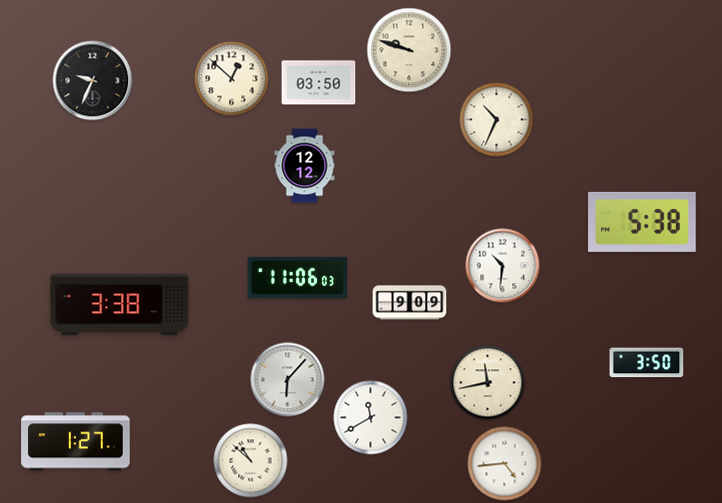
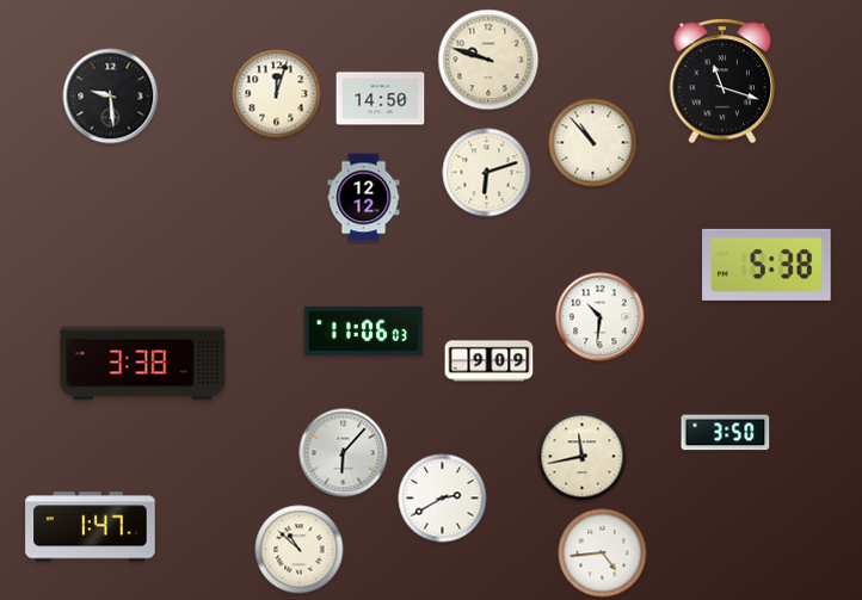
clock at (722, 81): none -> 11:18
clock at (232, 79): 12:52 -> 12:03
clock at (93, 81): 9:34 -> 9:29
clock at (319, 83): 03:50 -> 14:50
clock at (497, 120): 10:34 -> 10:53
clock at (487, 173): none -> 6:12
clock at (298, 277) position: (298, 277) -> (364, 330)
clock at (647, 363) position: (647, 363) -> (726, 433)
clock at (371, 418): 11:40 -> 2:40
clock at (76, 442): 1:27 -> 1:47
